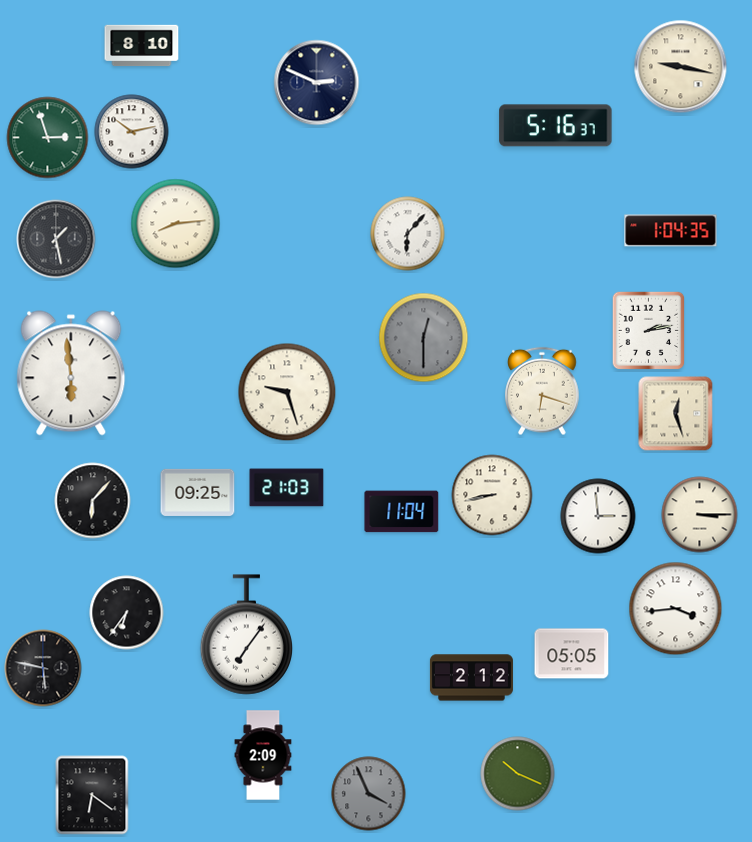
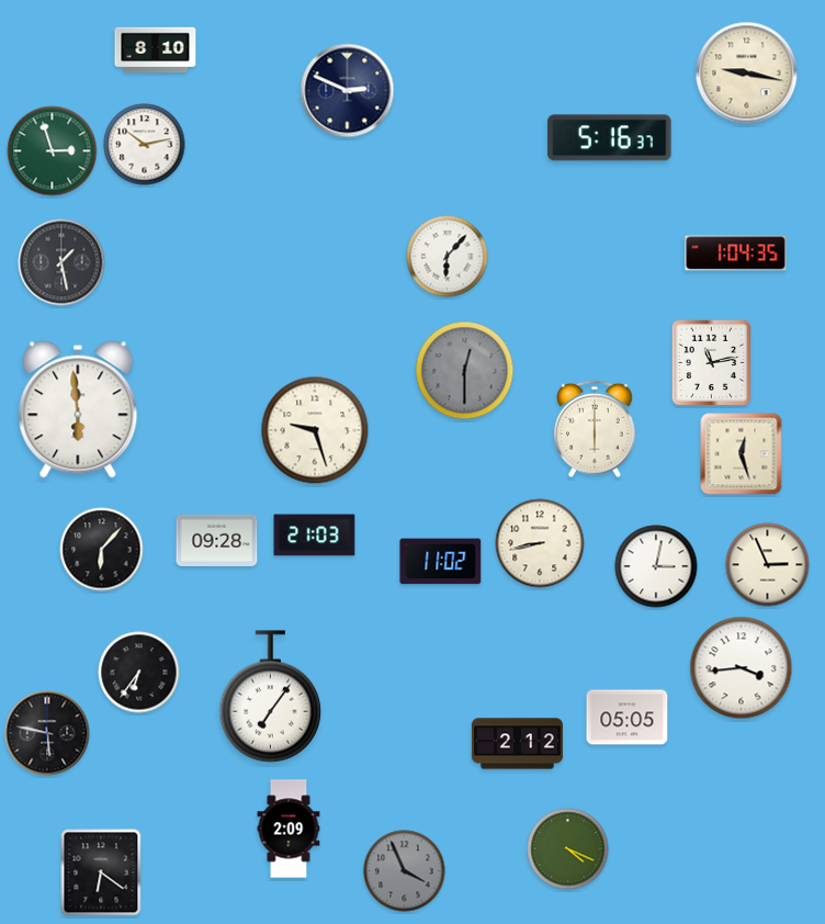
clock at (176, 224): 8:14 -> none
clock at (649, 331): 2:13 -> 11:13
clock at (542, 391): 6:18 -> 6:00
clock at (198, 492): 09:25 -> 09:28
clock at (402, 512): 11:04 -> 11:02
clock at (700, 515): 3:15 -> 2:56
clock at (598, 516): 2:59 -> 3:02
clock at (518, 774): 10:19 -> 4:19
